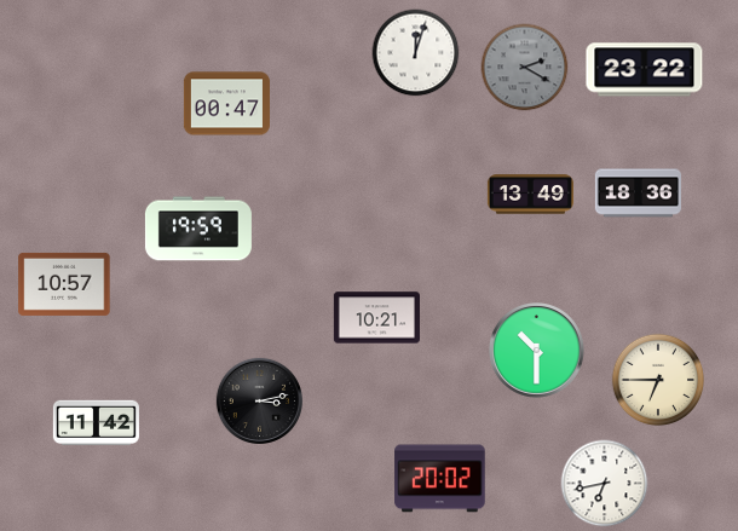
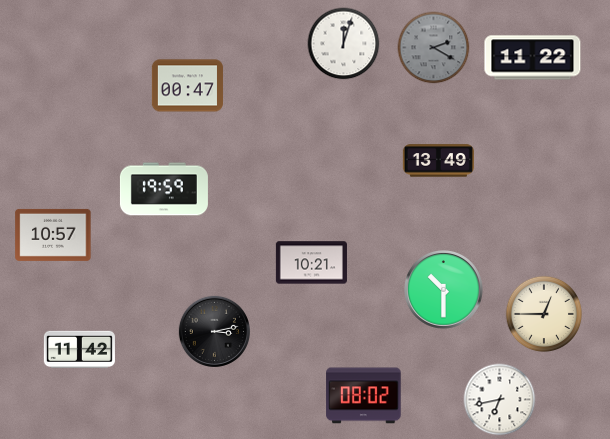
clock at (525, 68) position: (525, 68) -> (434, 48)
clock at (645, 70): 23:22 -> 11:22
clock at (638, 194): 18:36 -> none
clock at (658, 380): 6:45 -> 12:45
clock at (440, 479): 20:02 -> 08:02
